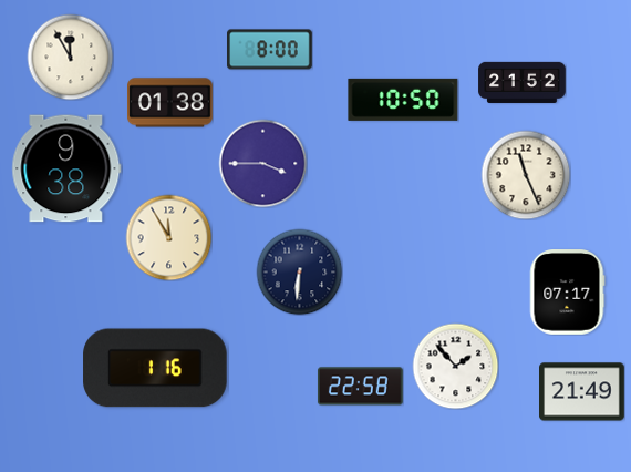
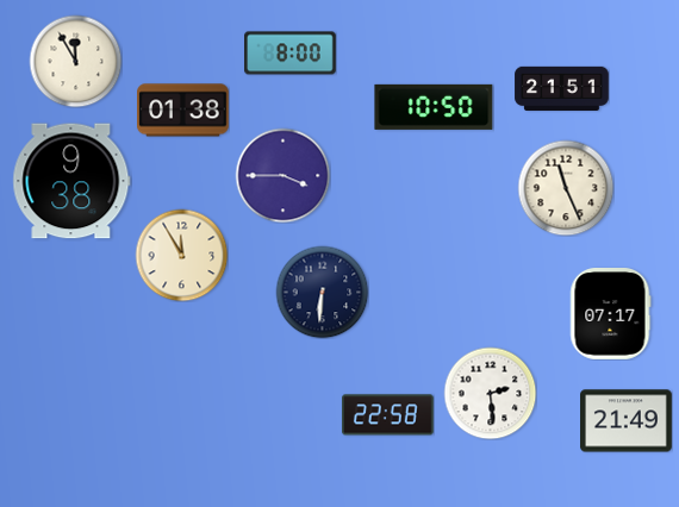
clock at (523, 82): 21:52 -> 21:51
clock at (455, 366): 1:53 -> 2:29
clock at (155, 368): 1:16 -> none
